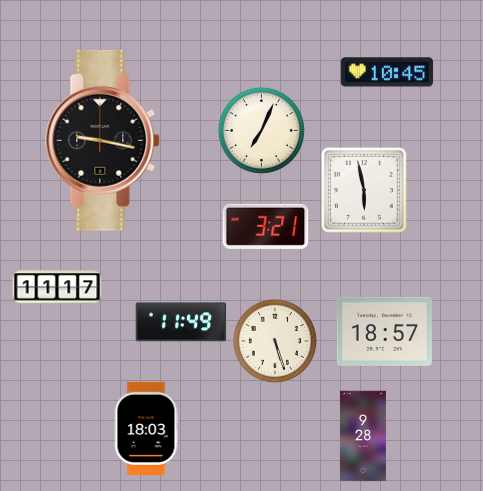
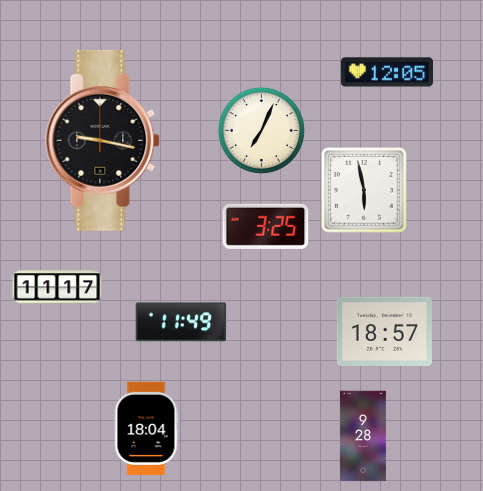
clock at (387, 72): 10:45 -> 12:05
clock at (266, 226): 3:21 -> 3:25
clock at (275, 341): 5:27 -> none
clock at (146, 428): 18:03 -> 18:04
